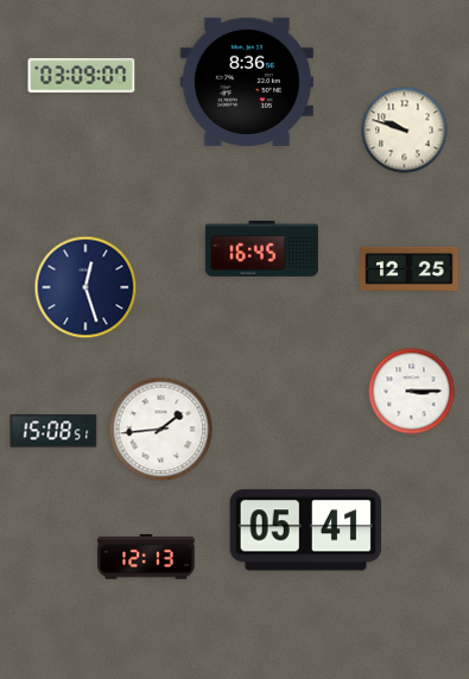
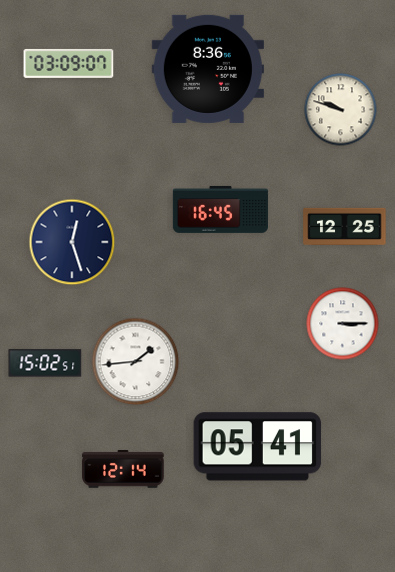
clock at (412, 392) position: (412, 392) -> (343, 324)
clock at (53, 431): 15:08 -> 15:02
clock at (146, 558): 12:13 -> 12:14
